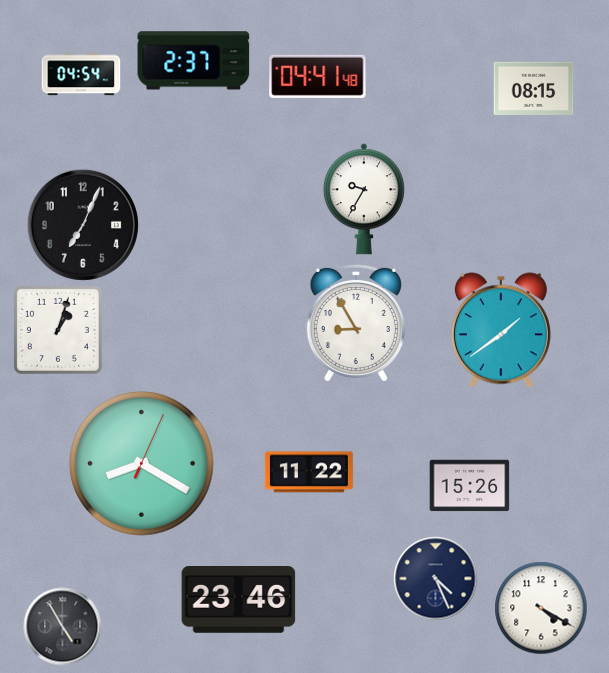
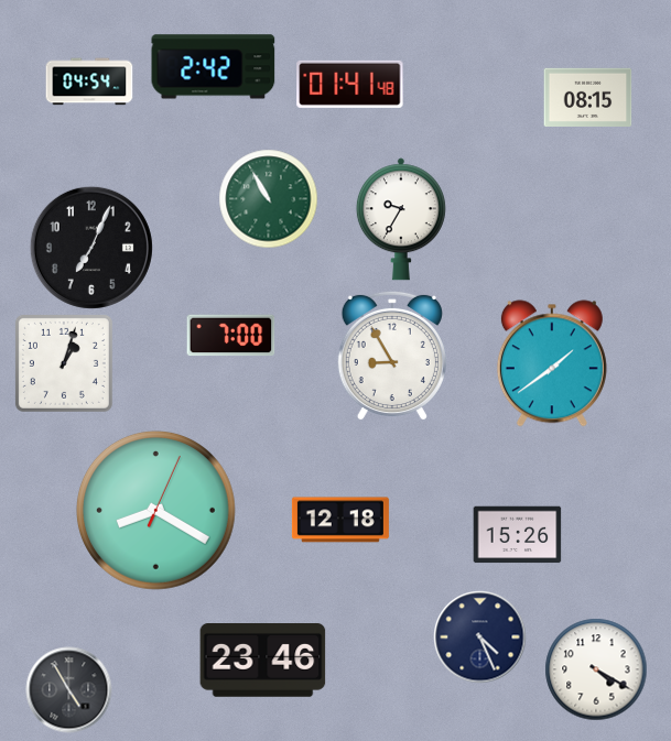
clock at (194, 61): 2:37 -> 2:42
clock at (318, 76): 04:41 -> 01:41
clock at (269, 199): none -> 10:55
clock at (231, 336): none -> 7:00
clock at (309, 472): 11:22 -> 12:18
